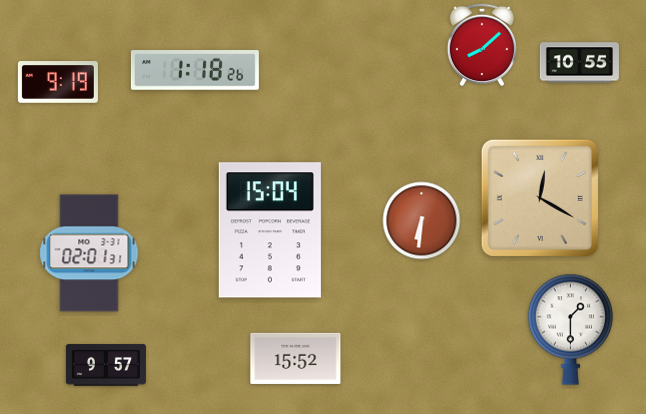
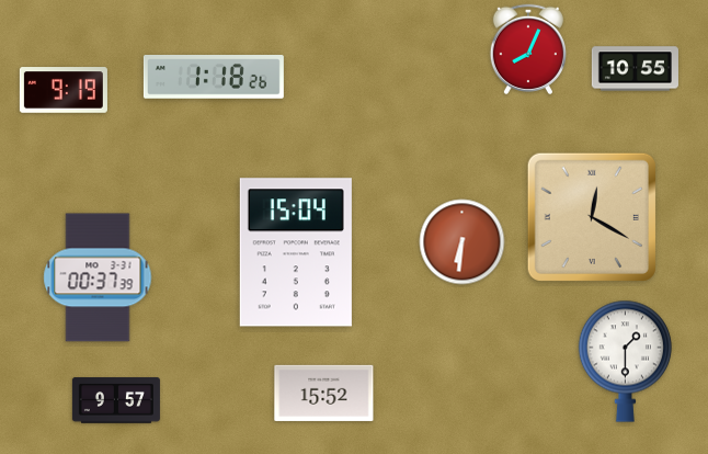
clock at (481, 45): 8:08 -> 8:04
clock at (89, 253): 02:01 -> 00:37
